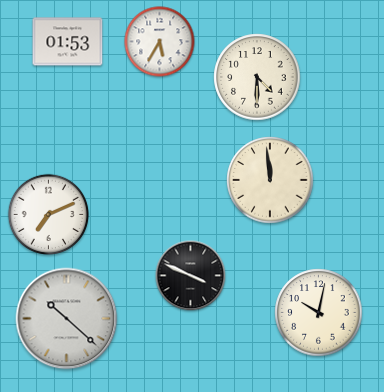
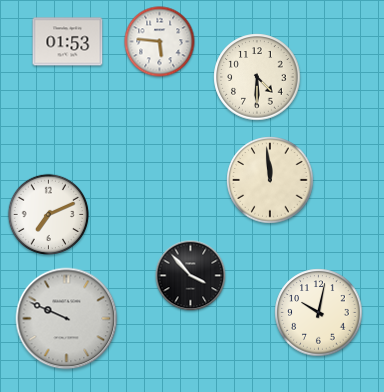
clock at (160, 42): 5:35 -> 5:46
clock at (191, 276): 3:49 -> 3:53
clock at (67, 319): 10:22 -> 9:49
